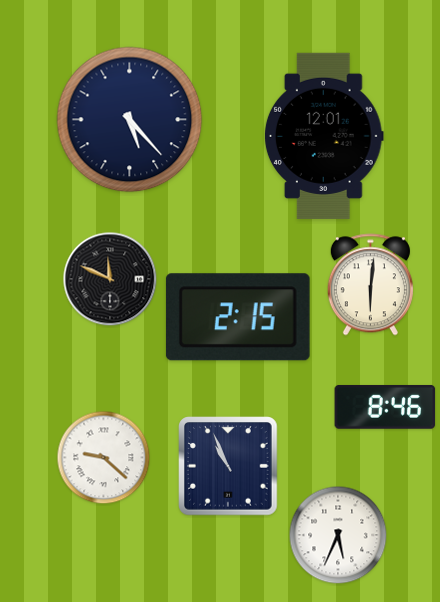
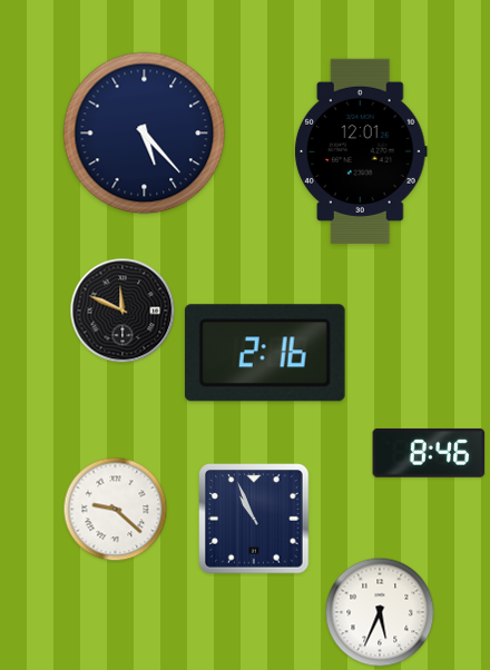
clock at (370, 285): 6:01 -> none
clock at (238, 317): 2:15 -> 2:16
clock at (338, 535) position: (338, 535) -> (380, 612)
